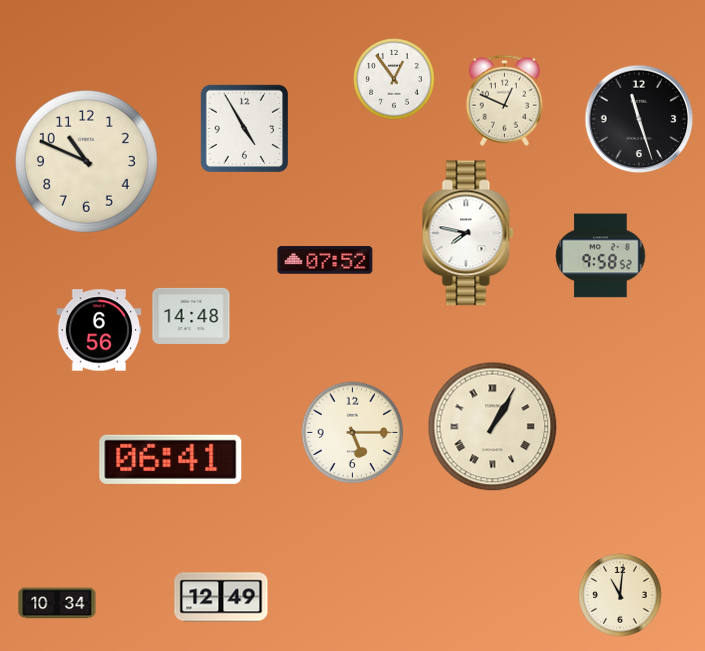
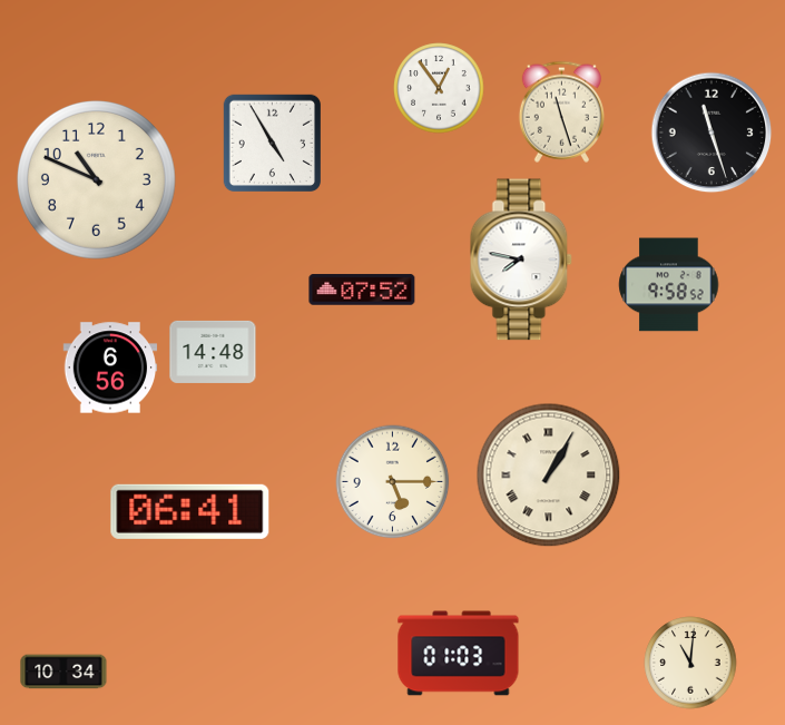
clock at (504, 100): 12:49 -> 11:27
clock at (459, 654): none -> 01:03
clock at (221, 597): 12:49 -> none
